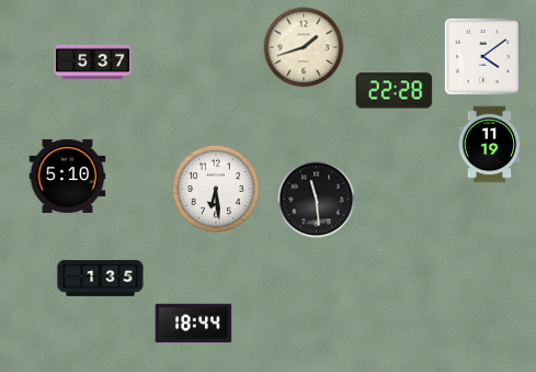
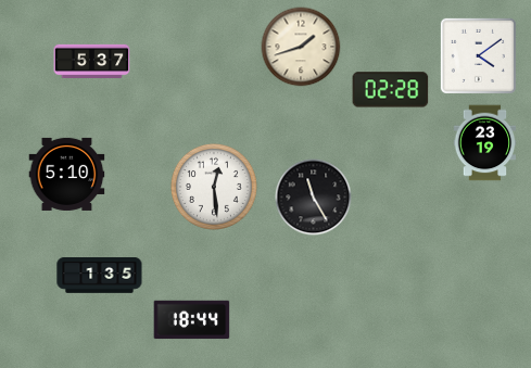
clock at (395, 91): 22:28 -> 02:28
clock at (490, 145): 11:19 -> 23:19
clock at (216, 189): 6:29 -> 12:29
clock at (317, 200): 11:29 -> 11:25
